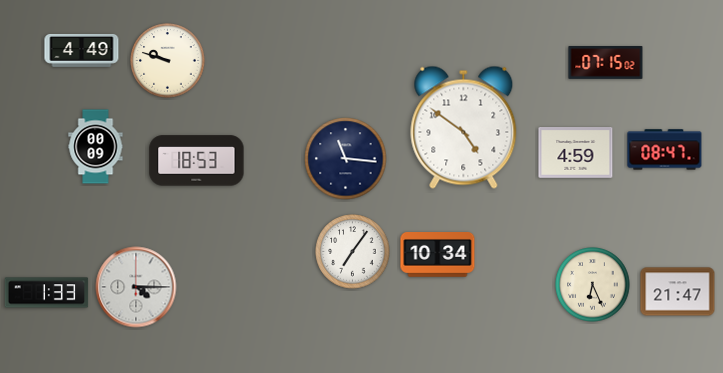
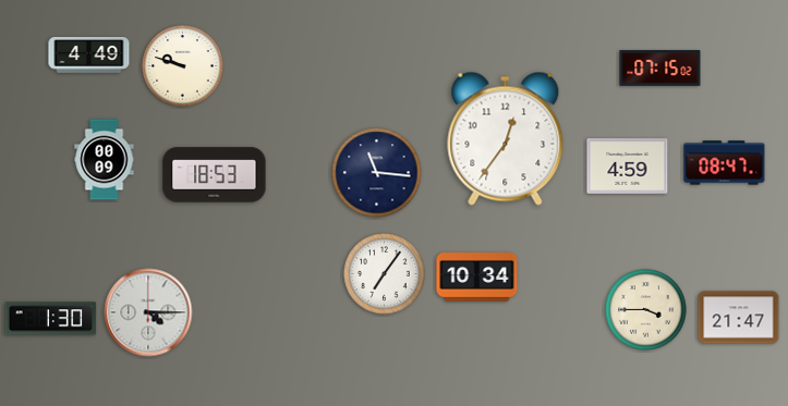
clock at (464, 127): 4:51 -> 12:36
clock at (593, 285): 6:26 -> 3:45
clock at (47, 293): 1:33 -> 1:30
